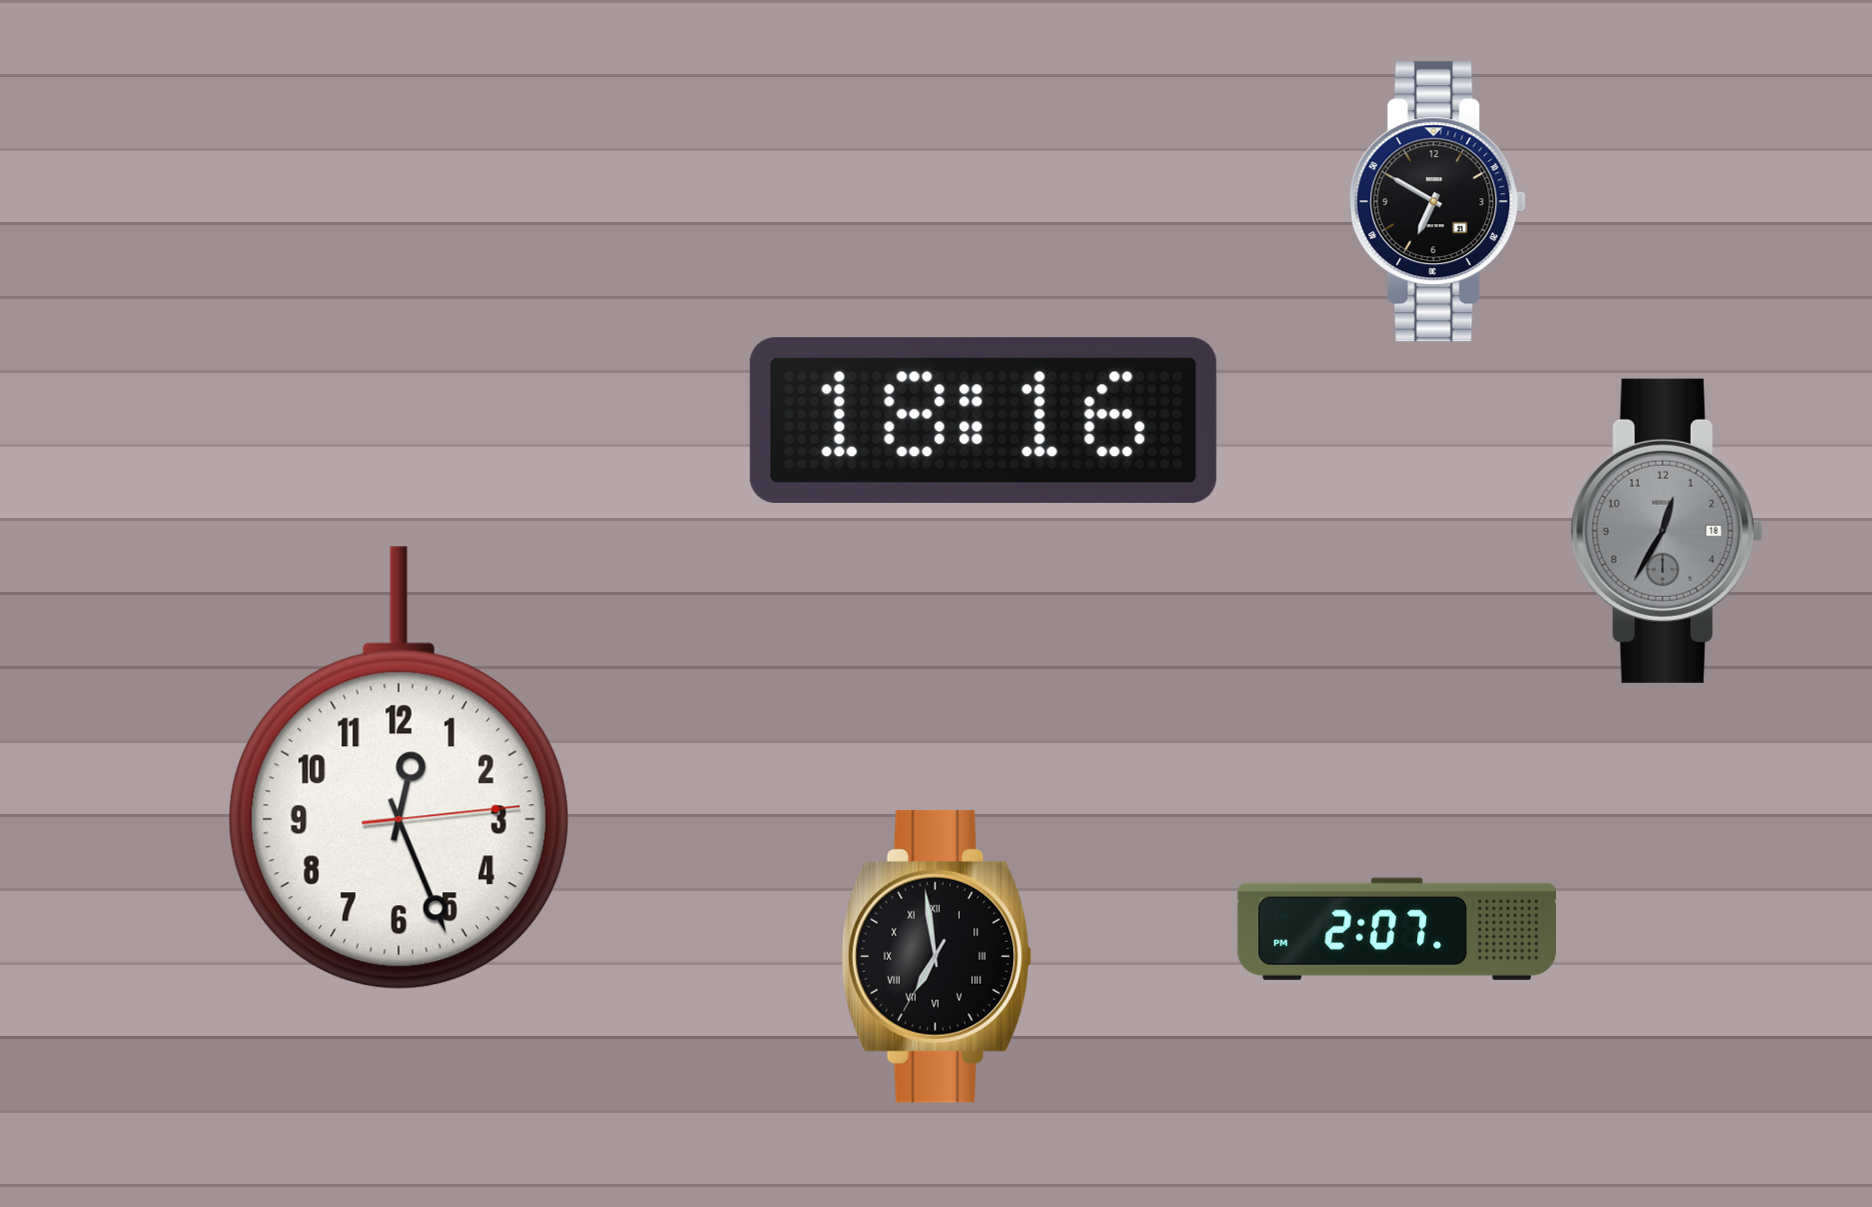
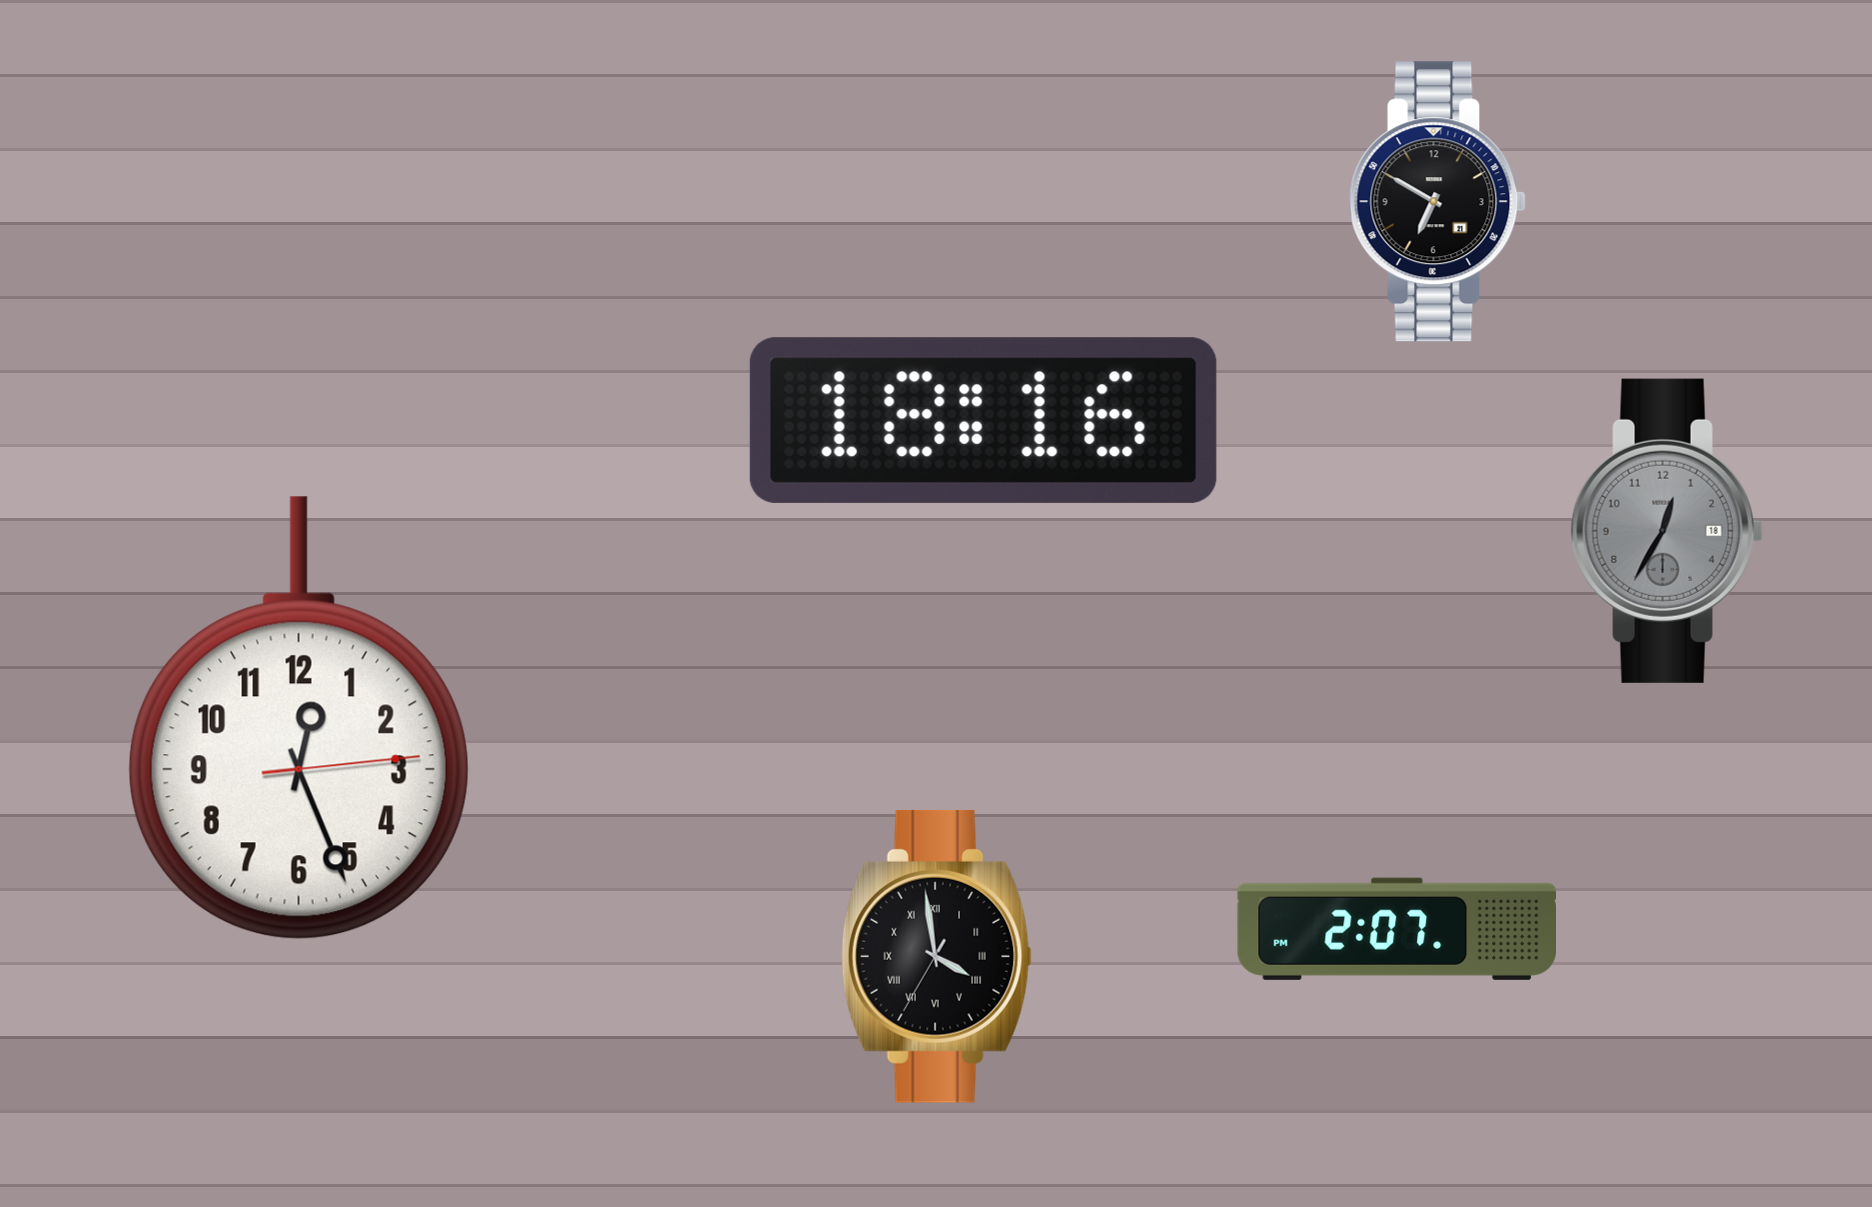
clock at (399, 768) position: (399, 768) -> (299, 718)
clock at (936, 956): 6:58 -> 3:58
